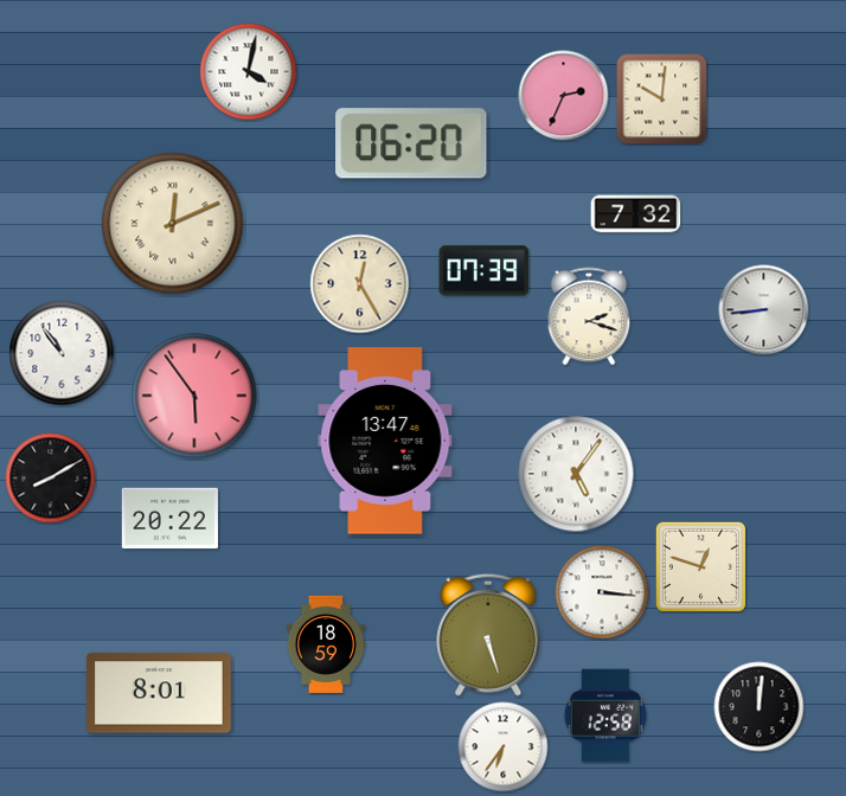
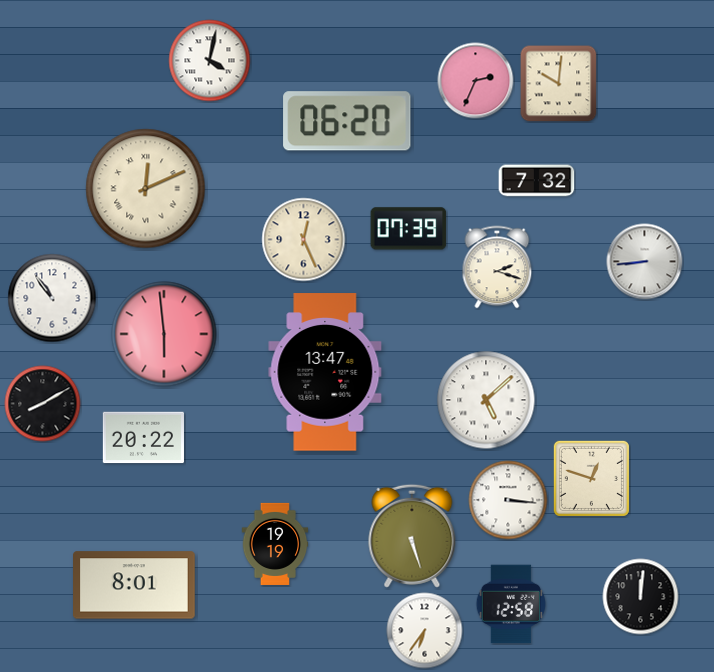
clock at (360, 284): 12:25 -> 12:26
clock at (194, 396): 5:54 -> 5:59
clock at (576, 474): 5:06 -> 5:08
clock at (326, 644): 18:59 -> 19:19
